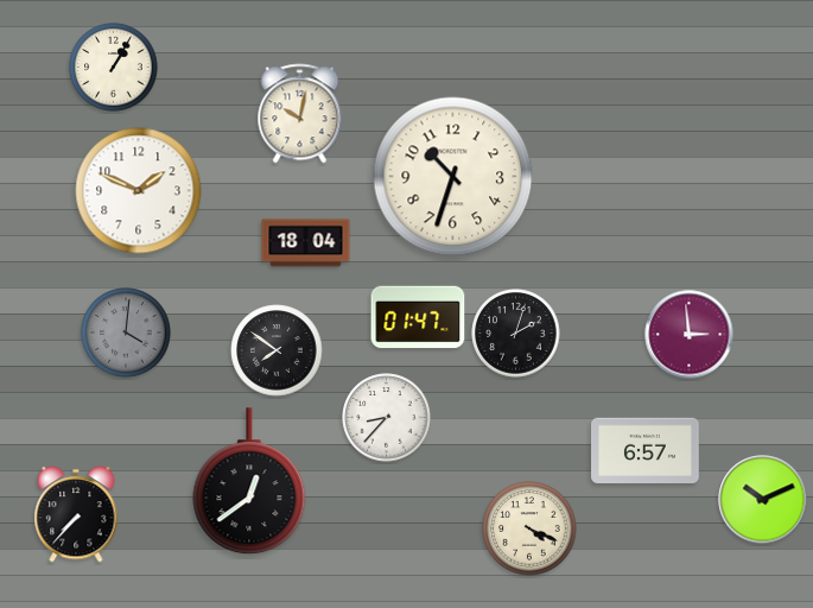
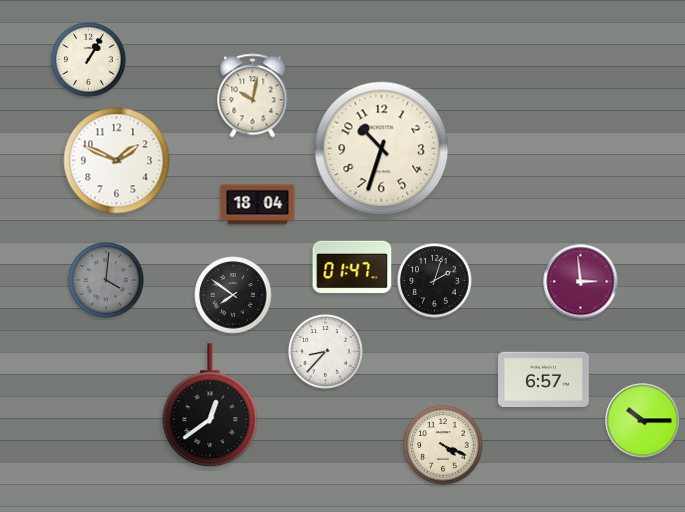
clock at (114, 68) position: (114, 68) -> (89, 60)
clock at (763, 500): 10:11 -> 10:15
clock at (76, 514): 7:37 -> none
clock at (529, 528) position: (529, 528) -> (443, 445)
